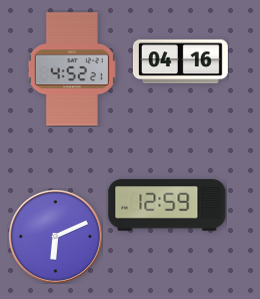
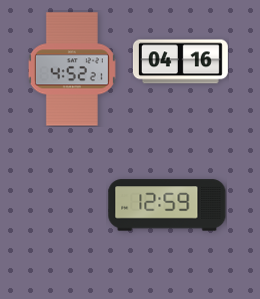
clock at (55, 236): 6:11 -> none
